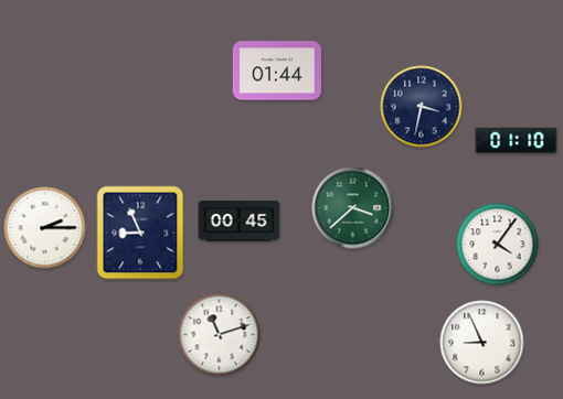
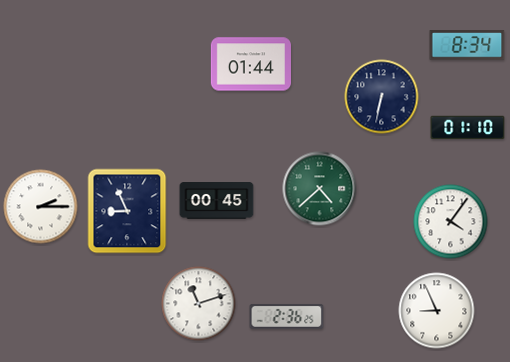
clock at (467, 45): none -> 8:34
clock at (422, 107): 3:32 -> 6:32
clock at (353, 208): 3:38 -> 4:38
clock at (287, 316): none -> 2:36
